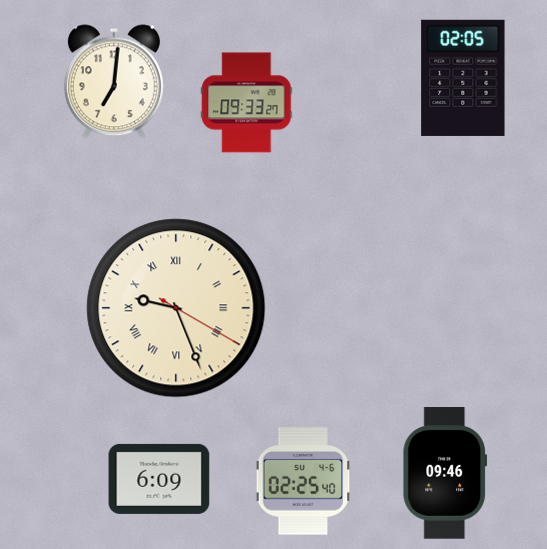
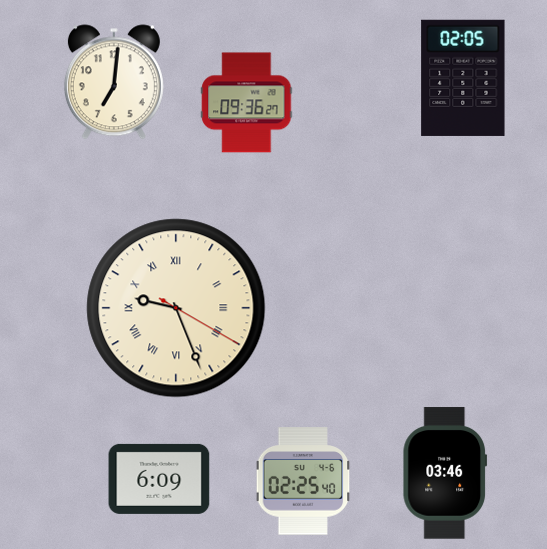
clock at (247, 103): 09:33 -> 09:36
clock at (445, 473): 09:46 -> 03:46
